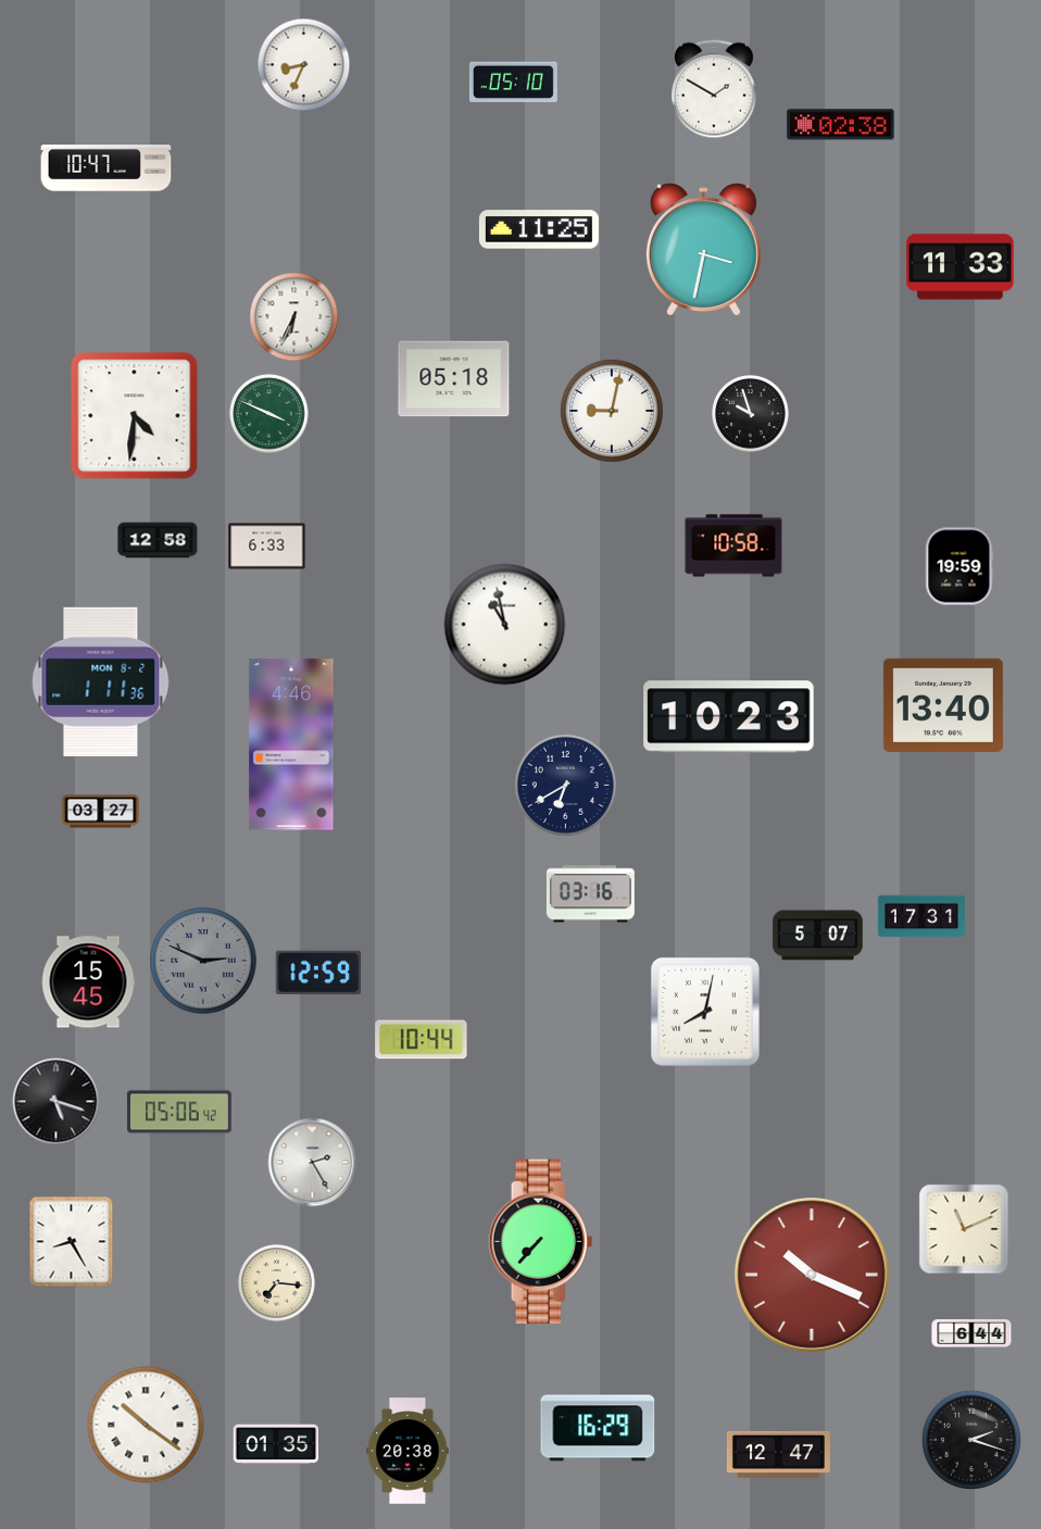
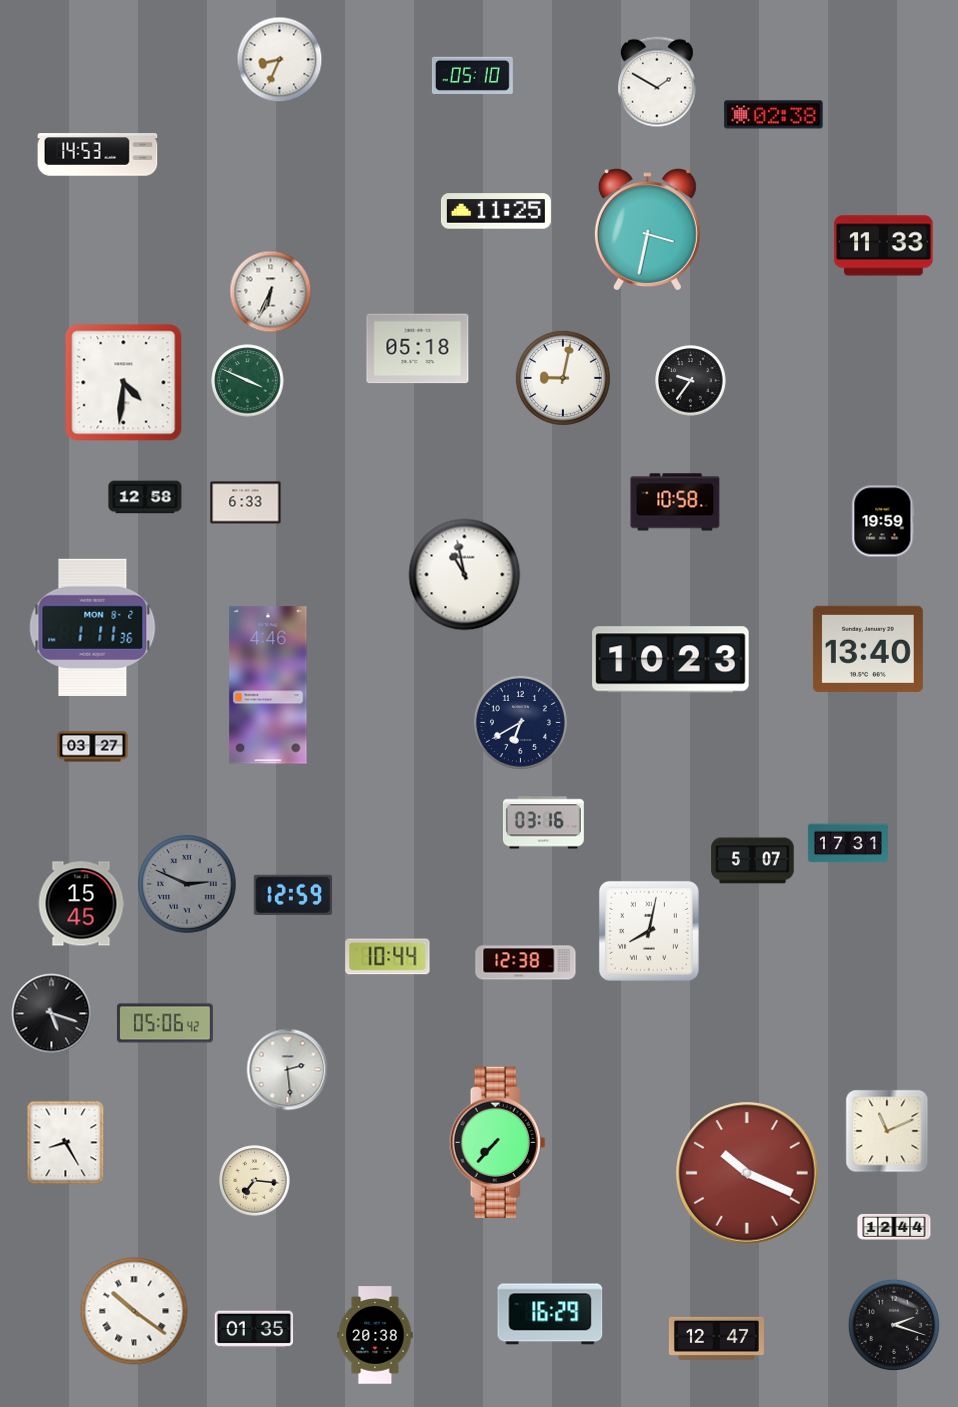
clock at (106, 168): 10:47 -> 14:53
clock at (751, 414): 9:57 -> 9:36
clock at (526, 963): none -> 12:38
clock at (313, 1163): 2:25 -> 2:29
clock at (971, 1333): 6:44 -> 12:44
